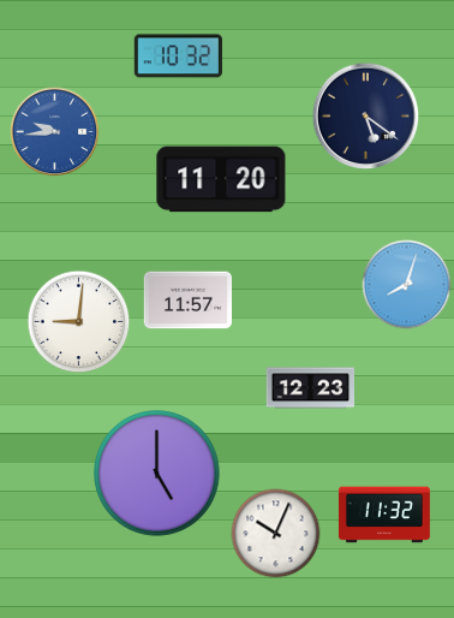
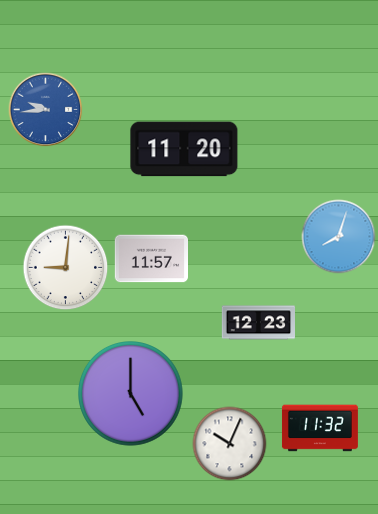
clock at (178, 57): 10:32 -> none
clock at (366, 117): 5:21 -> none
clock at (187, 301) position: (187, 301) -> (151, 259)
